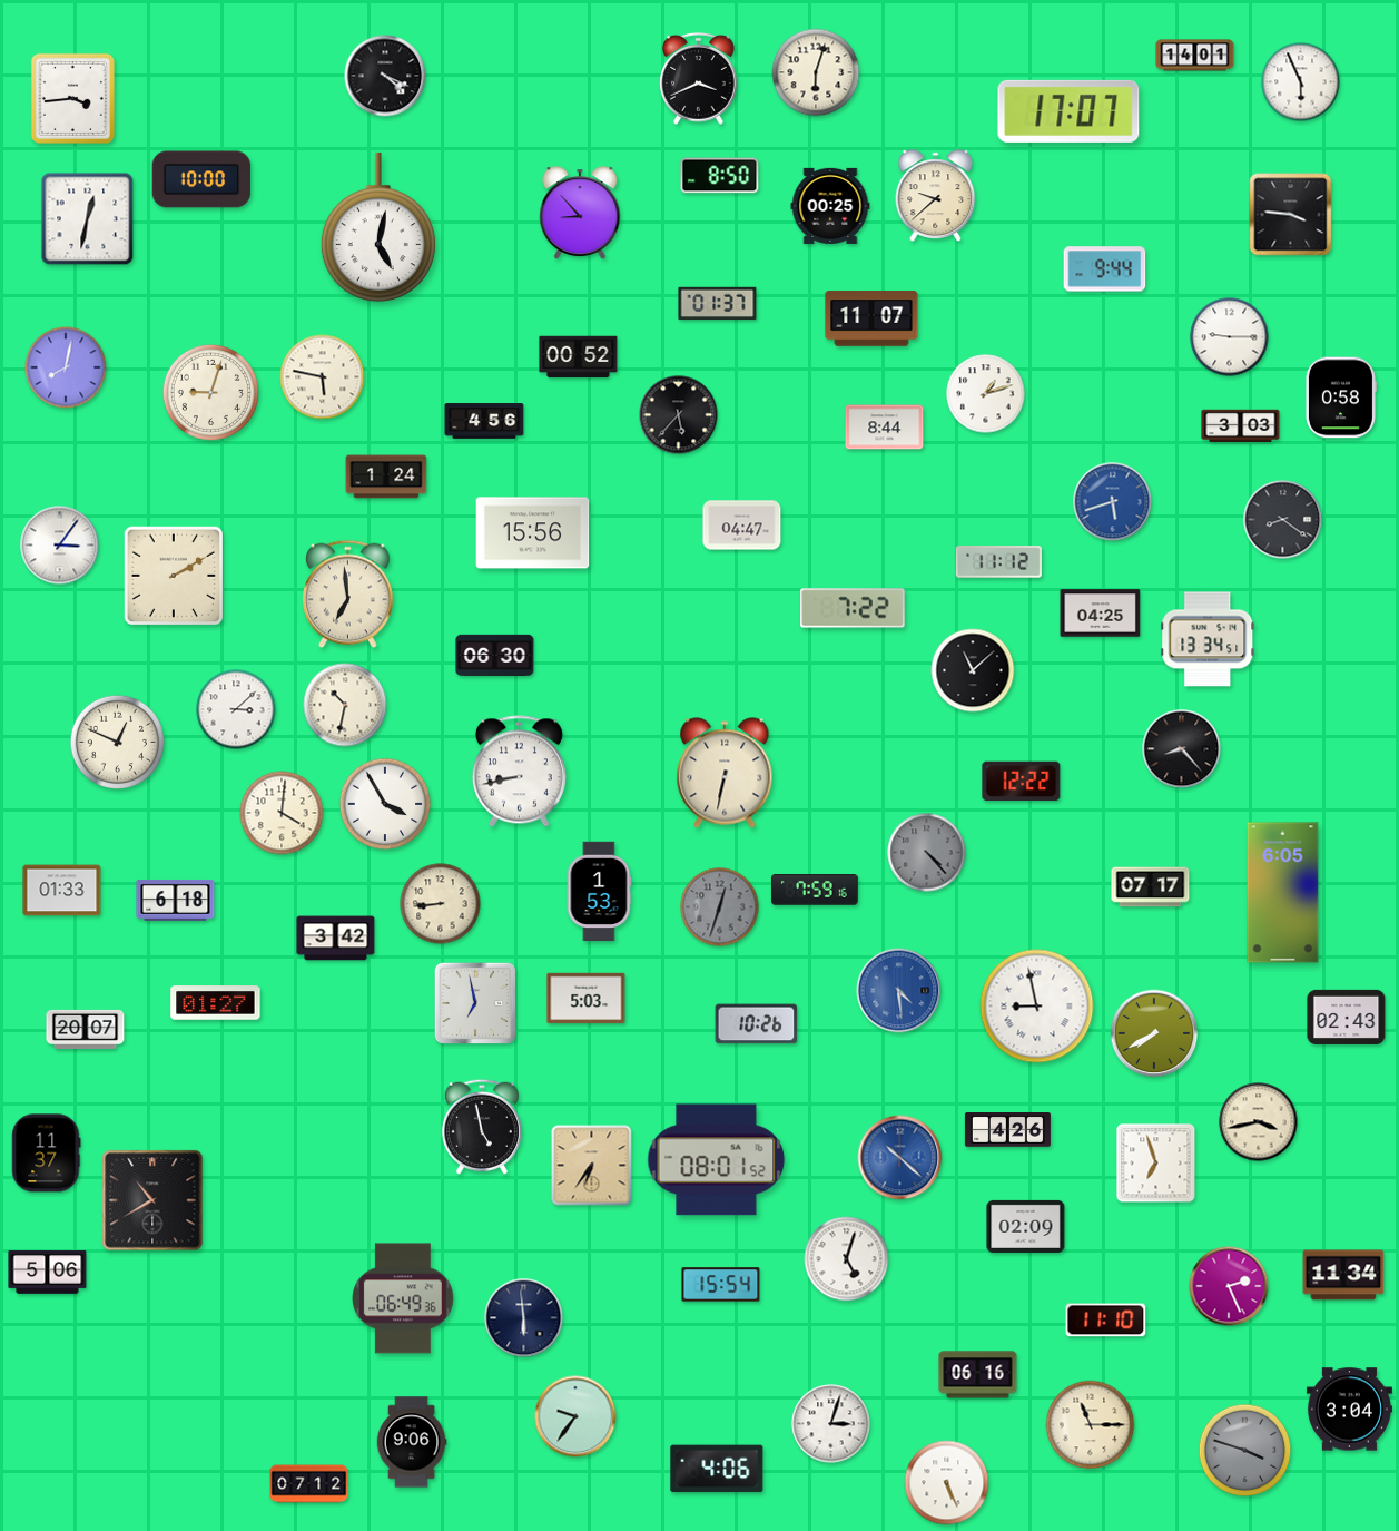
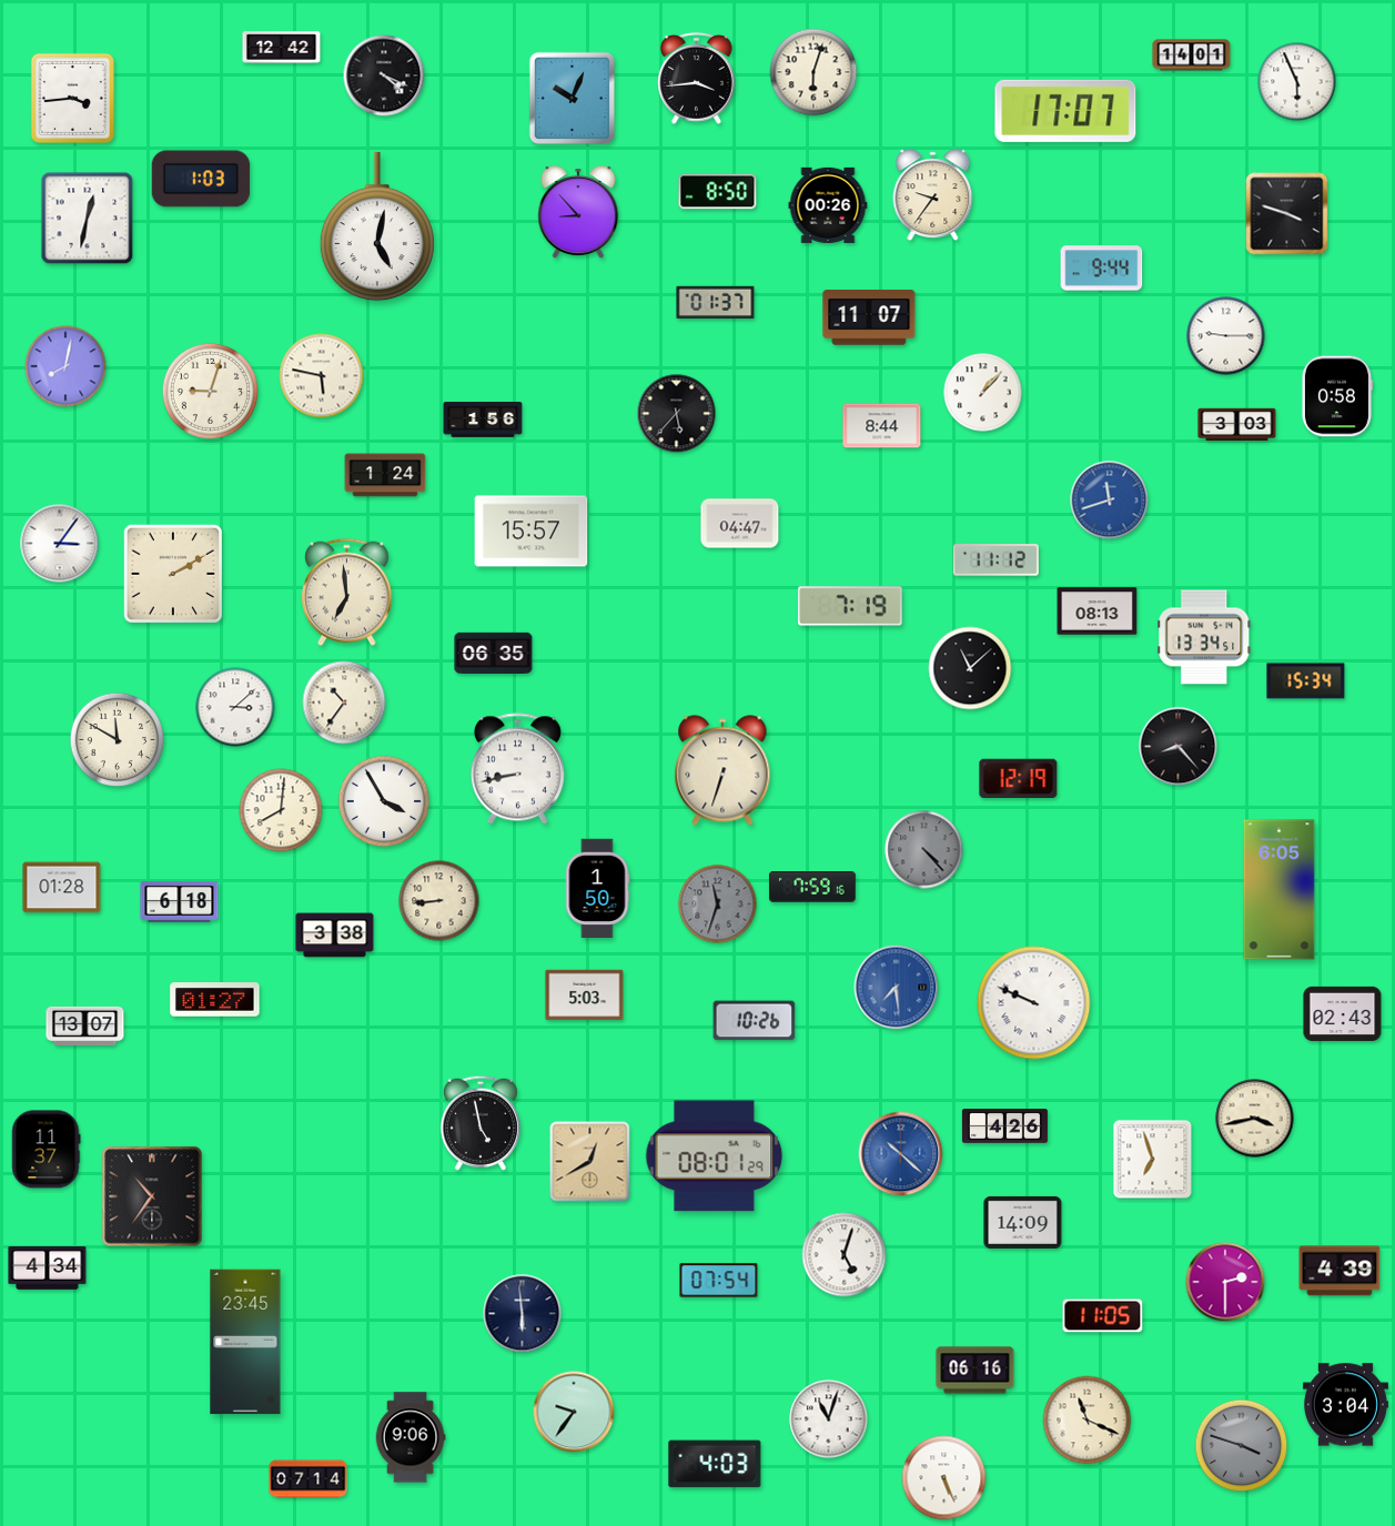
clock at (282, 48): none -> 12:42
clock at (699, 78): 3:41 -> 3:44
clock at (572, 98): none -> 10:04
clock at (720, 176) position: (720, 176) -> (718, 192)
clock at (201, 179): 10:00 -> 1:03
clock at (936, 195): 9:38 -> 9:36
clock at (830, 206): 00:25 -> 00:26
clock at (1291, 215): 3:46 -> 3:48
clock at (579, 357): 00:52 -> none
clock at (986, 394): 1:12 -> 1:07
clock at (484, 421): 4:56 -> 1:56
clock at (1113, 502): 5:42 -> 11:42
clock at (1283, 520): 8:21 -> none
clock at (533, 533): 15:56 -> 15:57
clock at (853, 608): 7:22 -> 7:19
clock at (1101, 614): 04:25 -> 08:13
clock at (495, 655): 06:30 -> 06:35
clock at (1306, 681): none -> 15:34
clock at (345, 705): 10:32 -> 10:36
clock at (117, 742): 12:49 -> 11:50
clock at (725, 773): 6:32 -> 6:33
clock at (1022, 781): 12:22 -> 12:19
clock at (282, 813): 4:01 -> 8:01
clock at (1151, 887): 07:17 -> none
clock at (62, 891): 01:33 -> 01:28
clock at (599, 892): 1:53 -> 1:50
clock at (176, 900) position: (176, 900) -> (180, 901)
clock at (720, 907): 12:33 -> 11:33
clock at (336, 939): 3:42 -> 3:38
clock at (899, 991): 4:29 -> 7:29
clock at (475, 1003): 6:58 -> none
clock at (1037, 1007): 8:58 -> 9:49
clock at (86, 1029): 20:07 -> 13:07
clock at (1154, 1033): 7:40 -> none
clock at (900, 1158) position: (900, 1158) -> (901, 1154)
clock at (717, 1160): 08:01:52 -> 08:01:29
clock at (592, 1166): 6:36 -> 12:40
clock at (152, 1200): 10:40 -> 10:36
clock at (1026, 1226): 02:09 -> 14:09
clock at (48, 1273): 5:06 -> 4:34
clock at (1343, 1275): 11:34 -> 4:39
clock at (721, 1285): 15:54 -> 07:54
clock at (1229, 1286): 2:26 -> 2:30
clock at (403, 1298): 06:49 -> none
clock at (1106, 1321): 11:10 -> 11:05
clock at (245, 1342): none -> 23:45
clock at (831, 1424): 3:03 -> 11:03
clock at (1091, 1425): 11:15 -> 11:19
clock at (717, 1469): 4:06 -> 4:03
clock at (309, 1484): 07:12 -> 07:14
